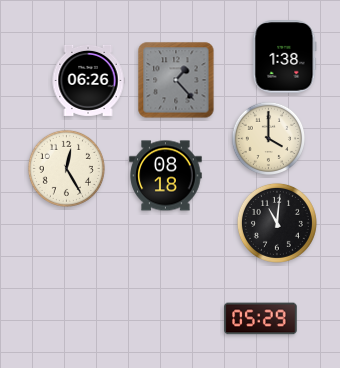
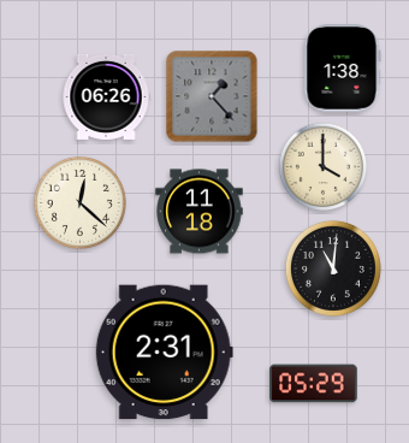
clock at (66, 168): 12:25 -> 12:22
clock at (166, 176): 08:18 -> 11:18
clock at (164, 353): none -> 2:31
